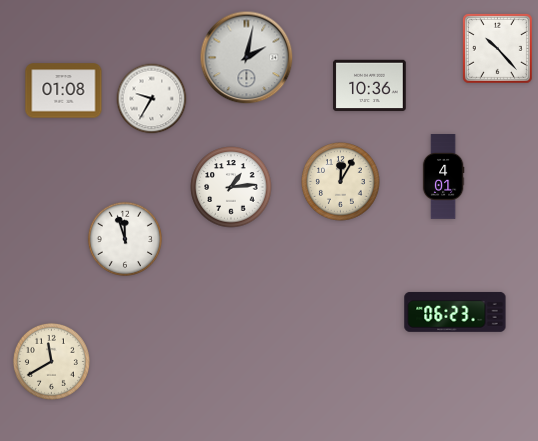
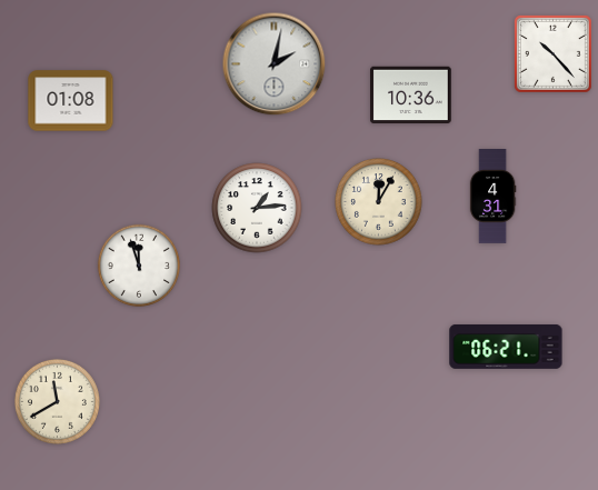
clock at (152, 99): 9:35 -> none
clock at (443, 177): 4:01 -> 4:31
clock at (455, 312): 06:23 -> 06:21
